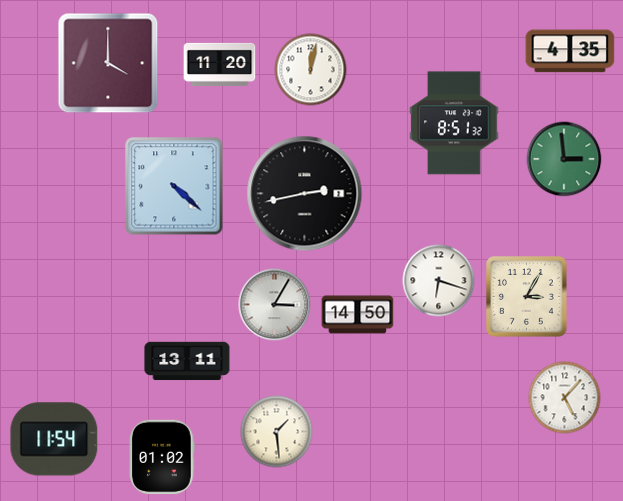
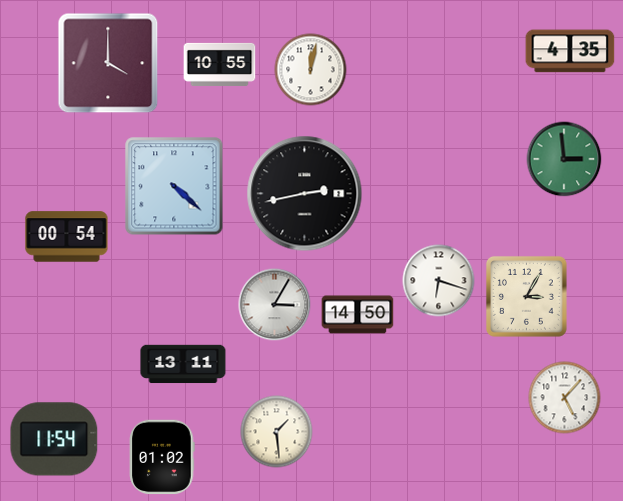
clock at (220, 64): 11:20 -> 10:55
clock at (454, 123): 8:51 -> none
clock at (67, 237): none -> 00:54
clock at (187, 361) position: (187, 361) -> (183, 364)
